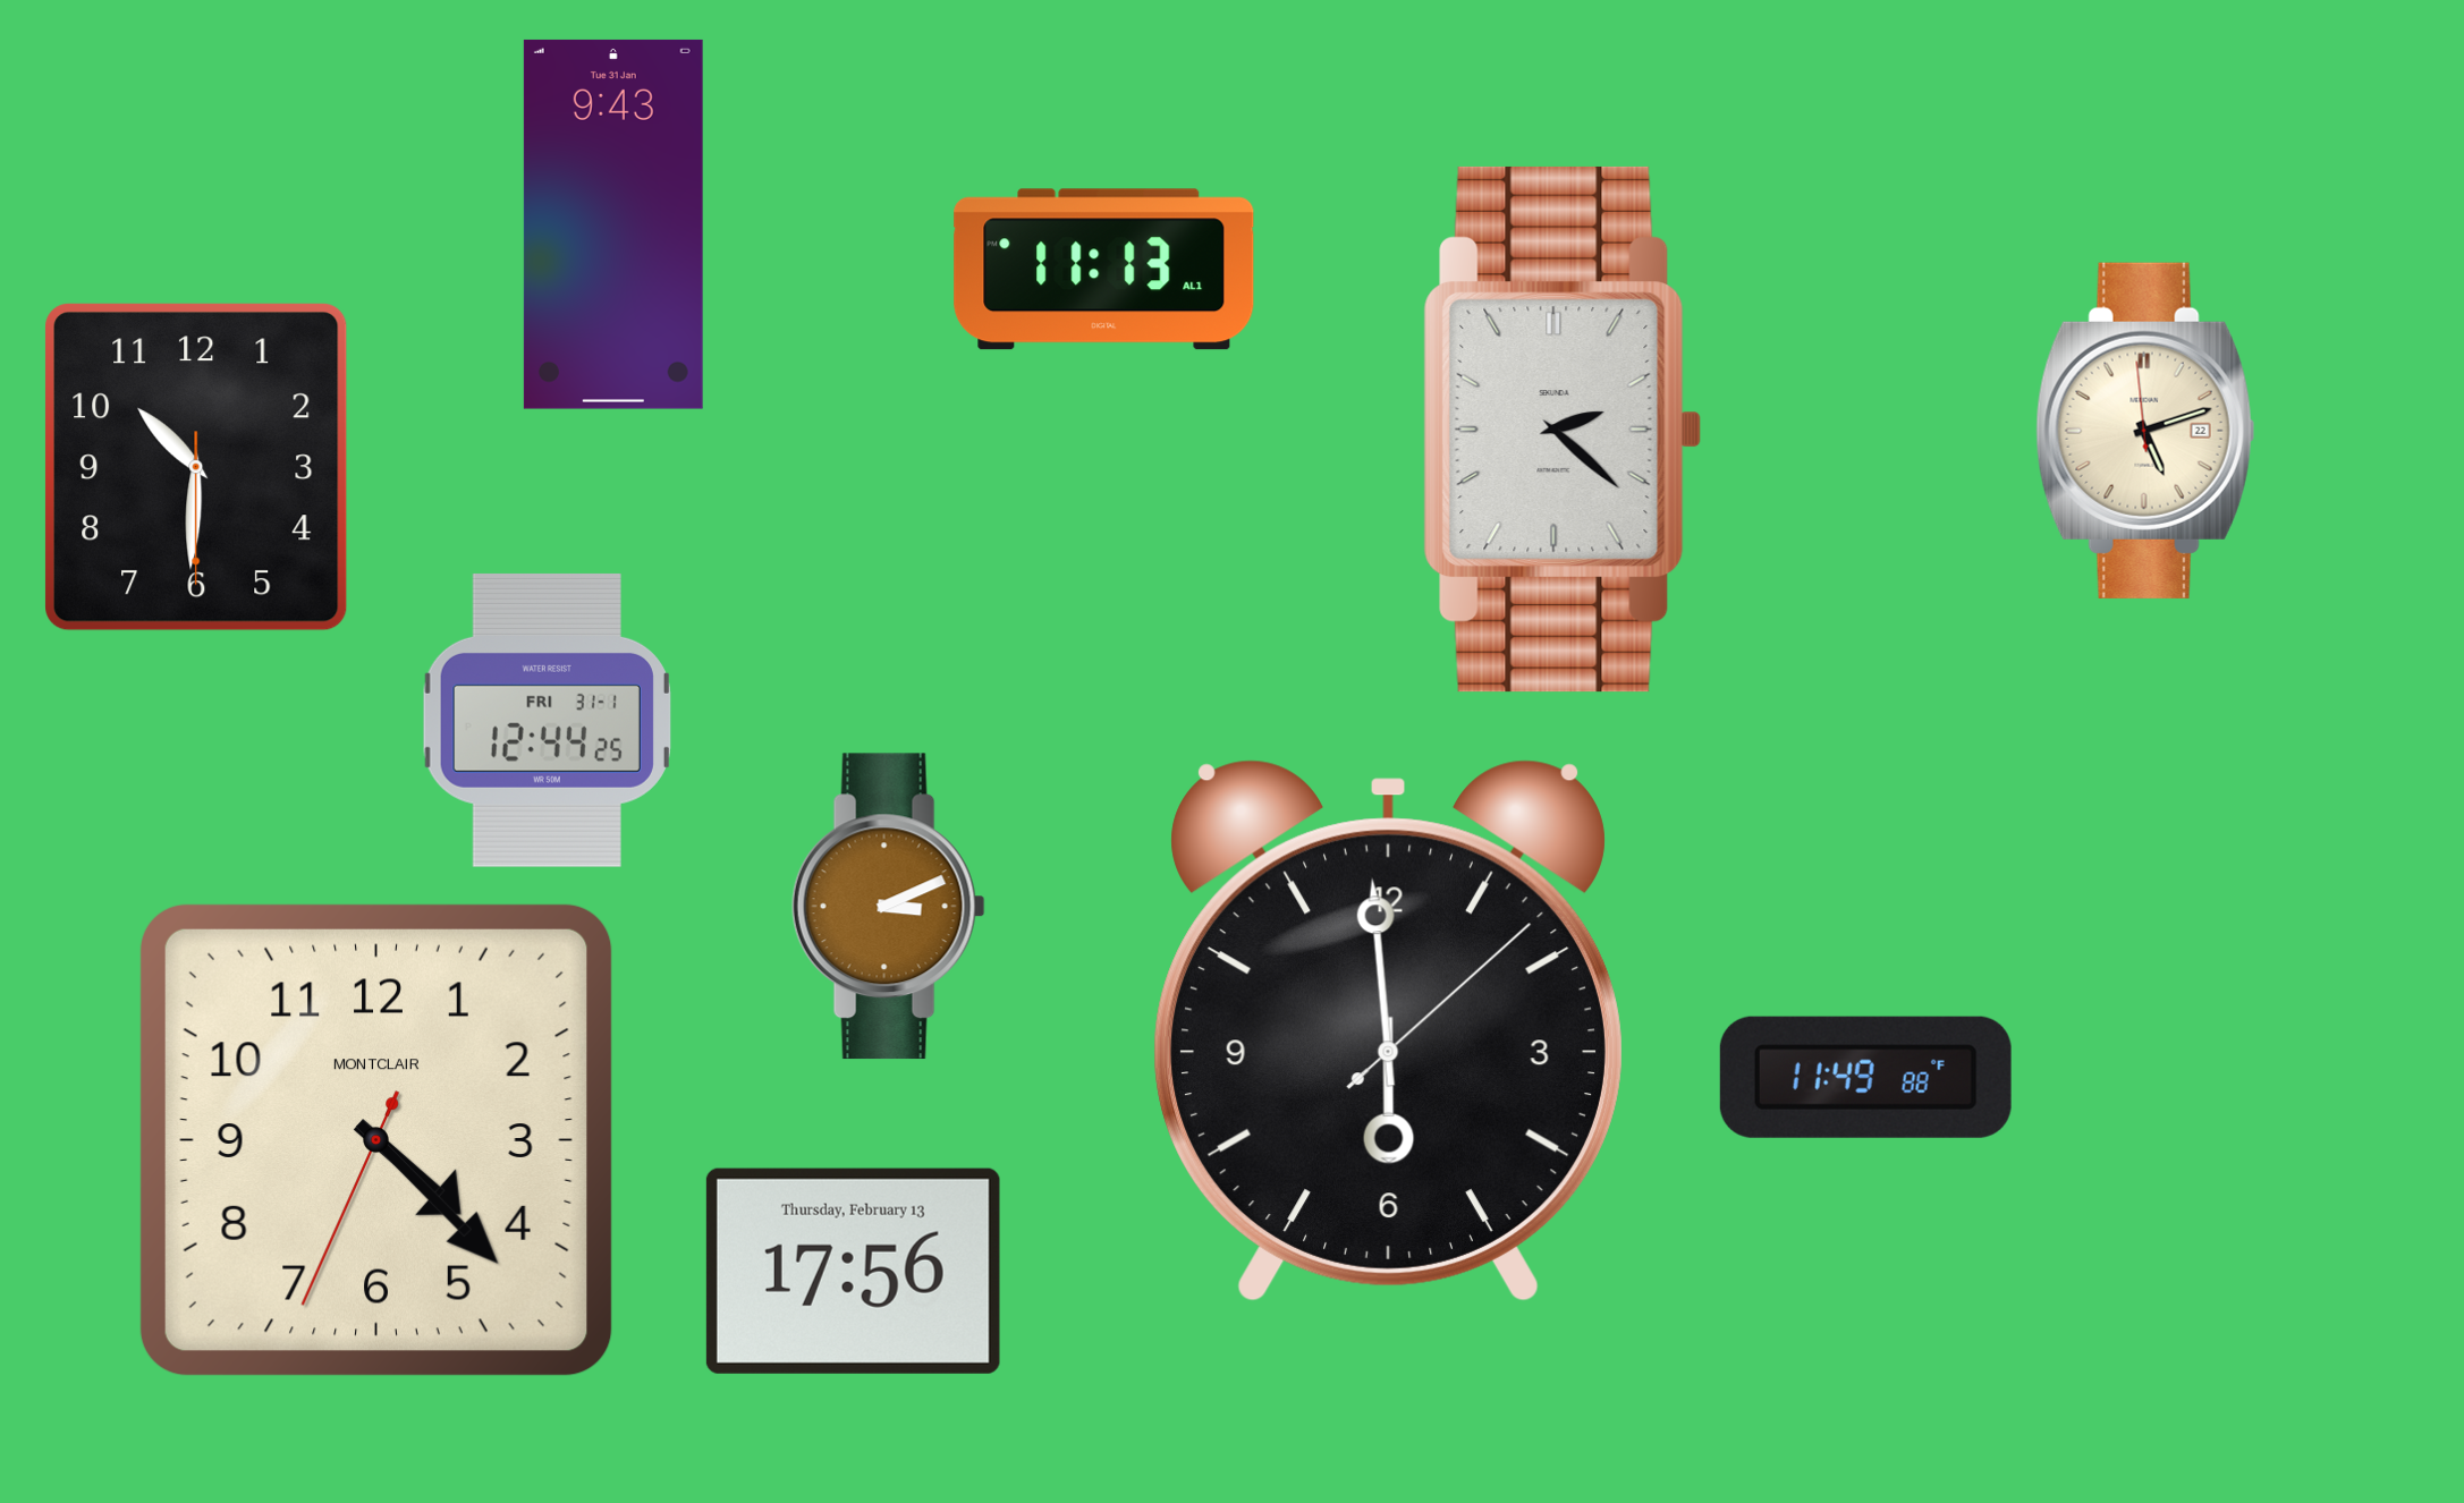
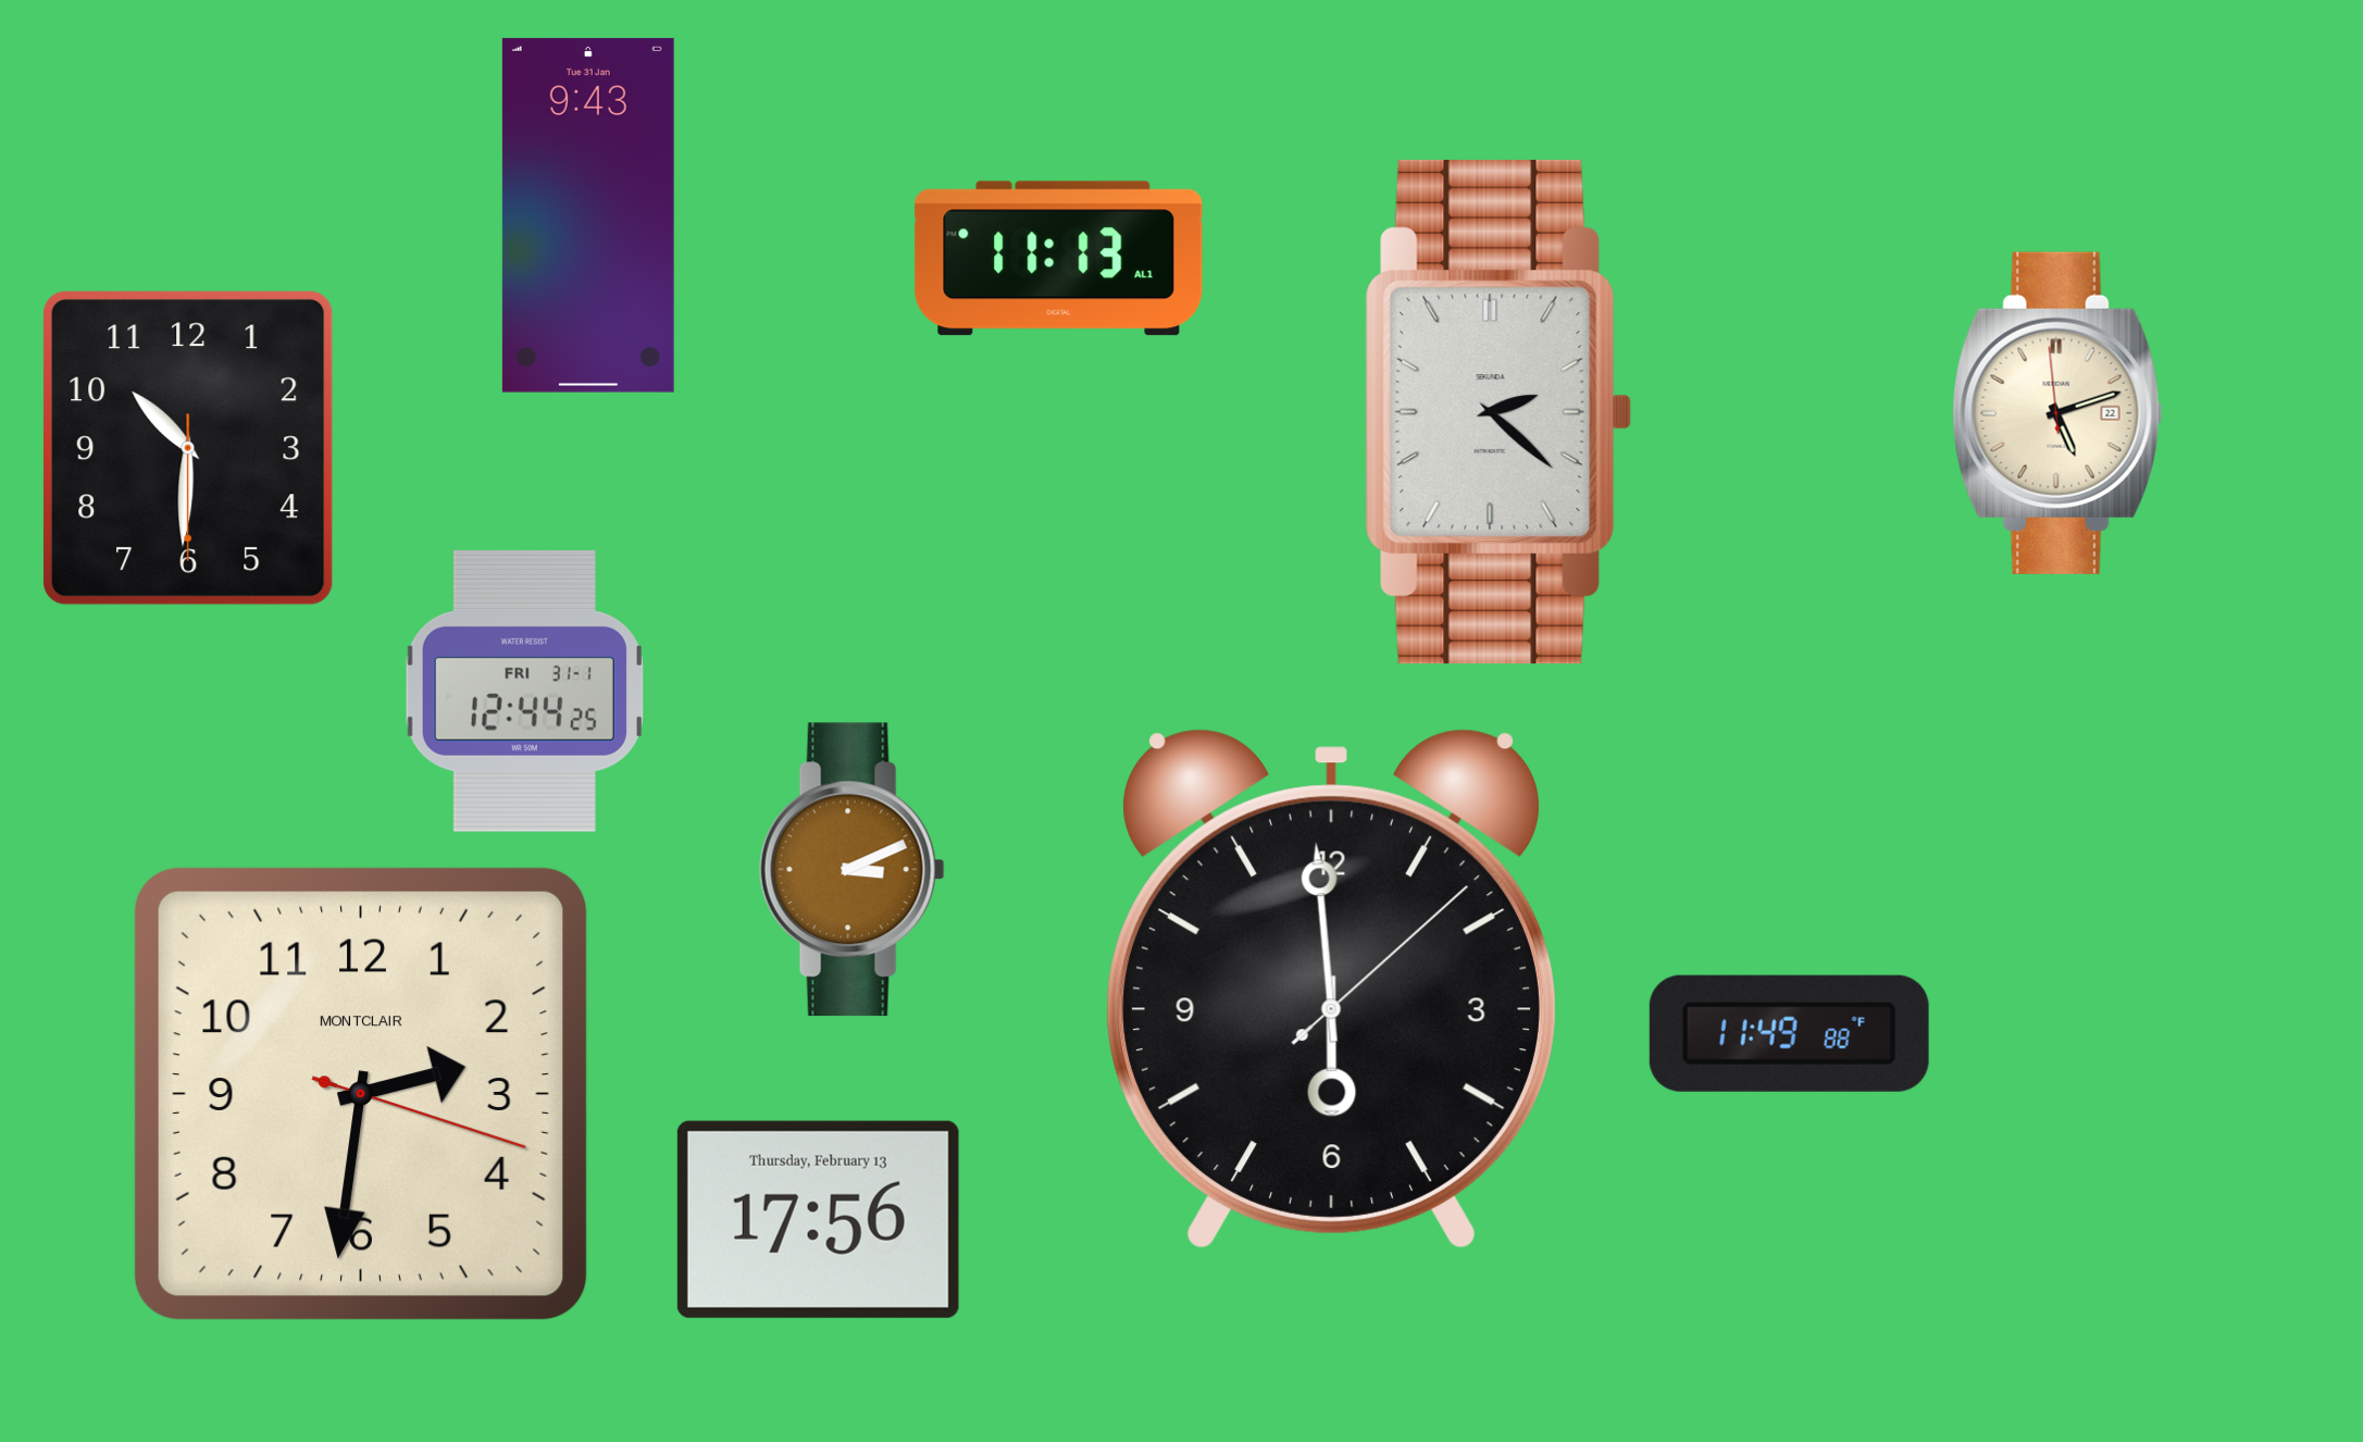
clock at (376, 1140): 4:22 -> 2:31
